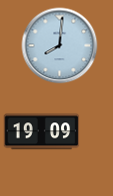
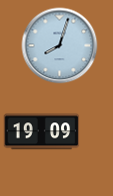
clock at (60, 46): 8:01 -> 8:03
